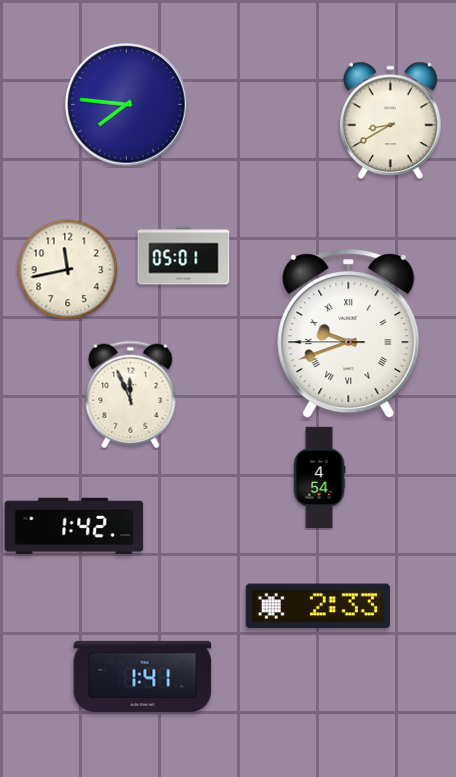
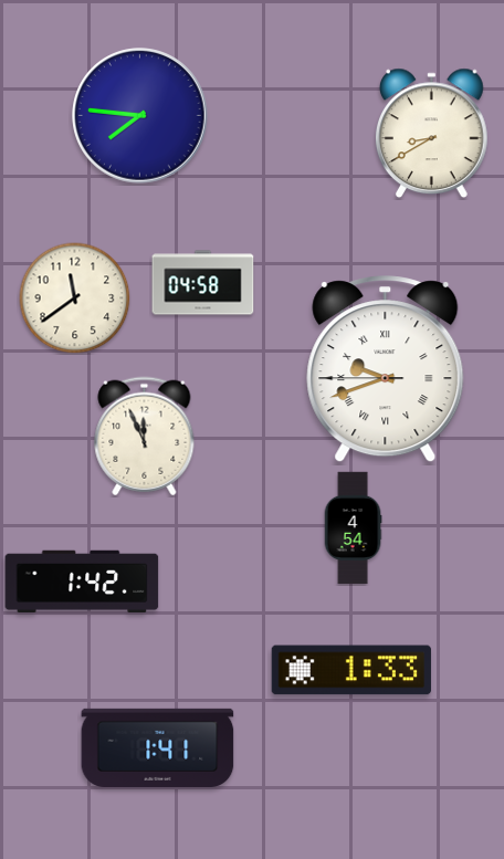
clock at (184, 256): 05:01 -> 04:58
clock at (68, 270): 11:43 -> 11:39
clock at (318, 606): 2:33 -> 1:33
